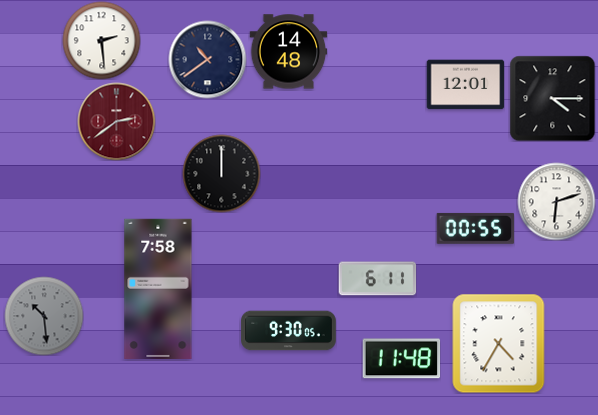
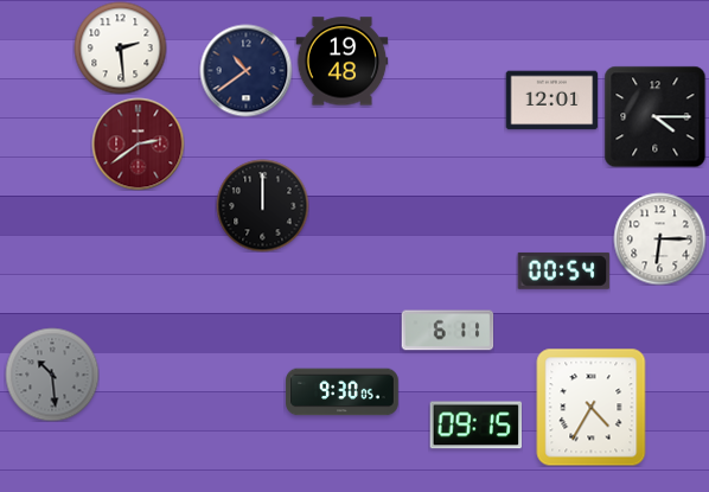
clock at (288, 52): 14:48 -> 19:48
clock at (556, 201): 6:12 -> 6:15
clock at (475, 228): 00:55 -> 00:54
clock at (158, 289): 7:58 -> none
clock at (401, 359): 11:48 -> 09:15
